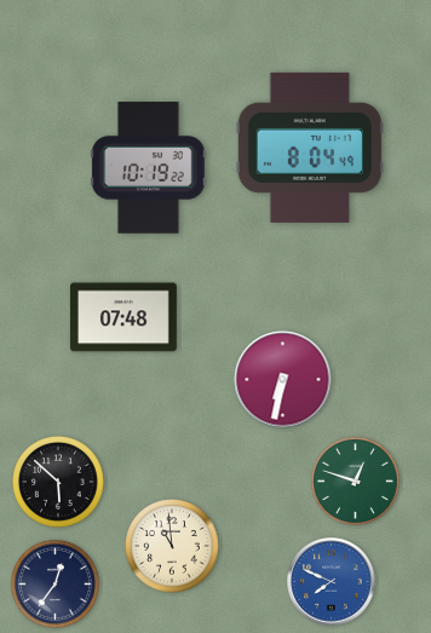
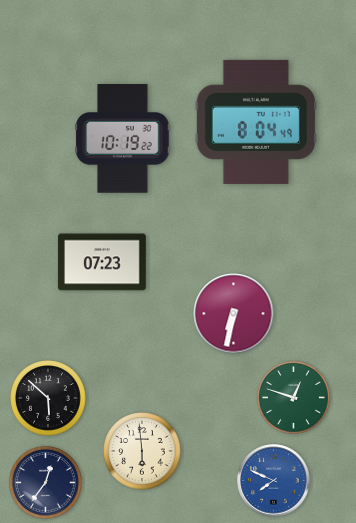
clock at (123, 317): 07:48 -> 07:23
clock at (172, 546): 10:59 -> 5:59
